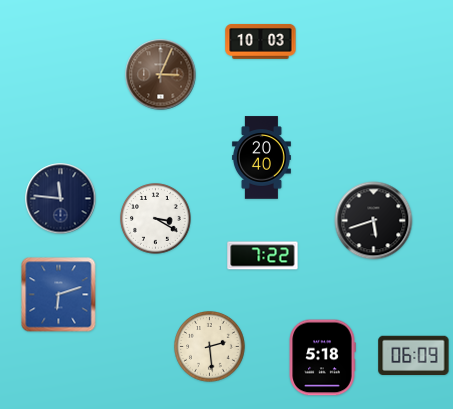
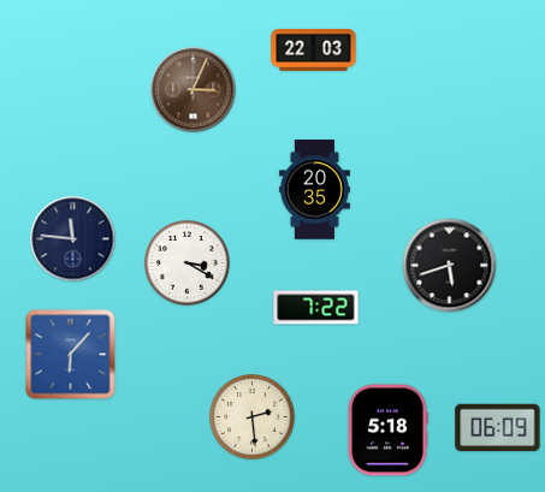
clock at (261, 42): 10:03 -> 22:03
clock at (261, 158): 20:40 -> 20:35
clock at (59, 295): 6:12 -> 6:07
